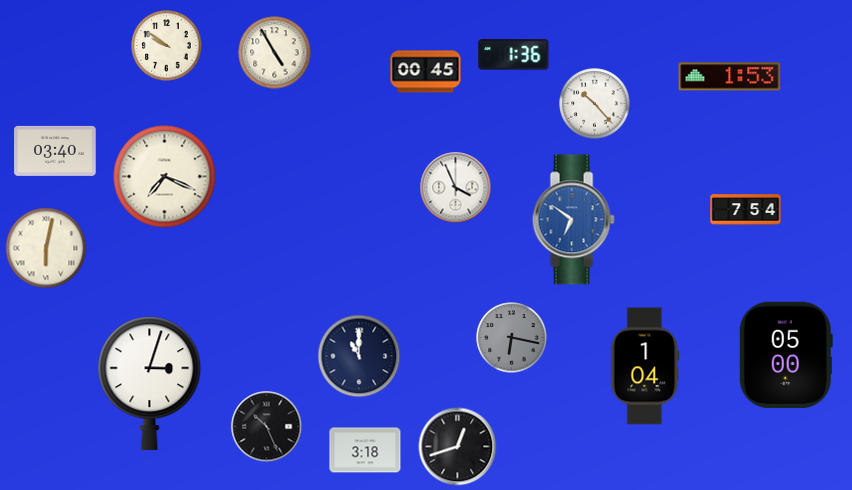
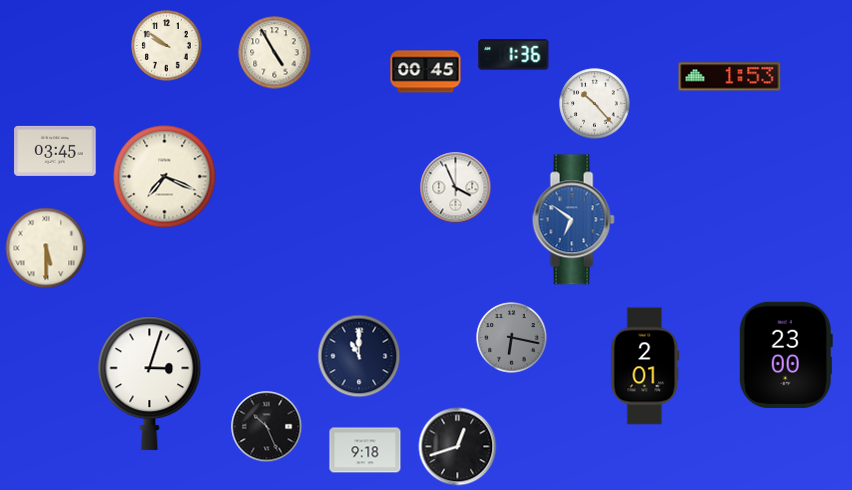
clock at (55, 151): 03:40 -> 03:45
clock at (746, 210): 7:54 -> none
clock at (46, 248): 6:02 -> 5:30
clock at (786, 355): 05:00 -> 23:00
clock at (645, 366): 1:04 -> 2:01
clock at (365, 450): 3:18 -> 9:18
